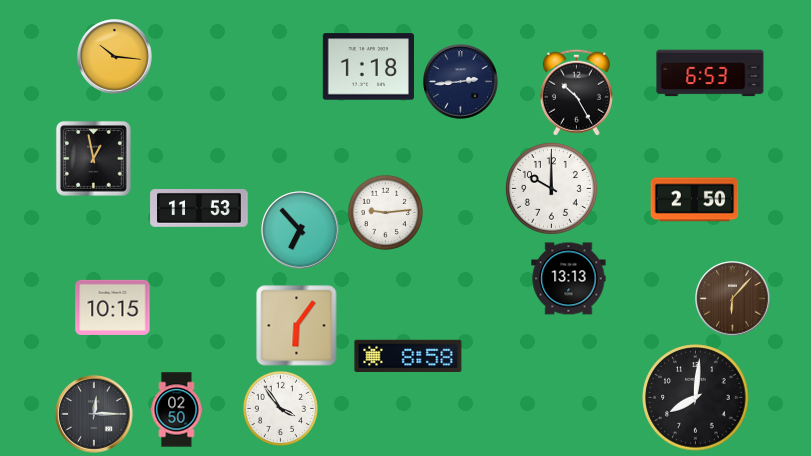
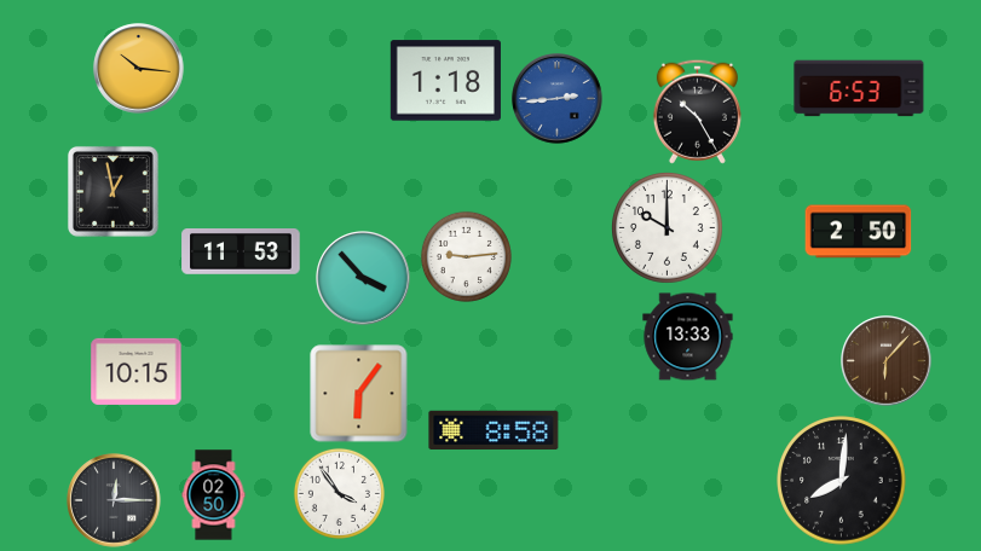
clock at (461, 82) dial: navy -> blue
clock at (695, 200) position: (695, 200) -> (859, 232)
clock at (300, 230): 6:53 -> 3:53
clock at (569, 279): 13:13 -> 13:33
